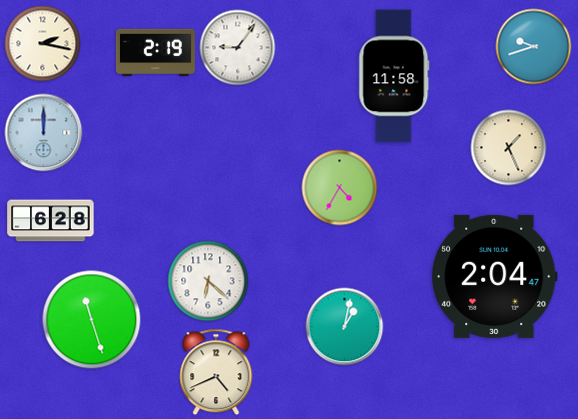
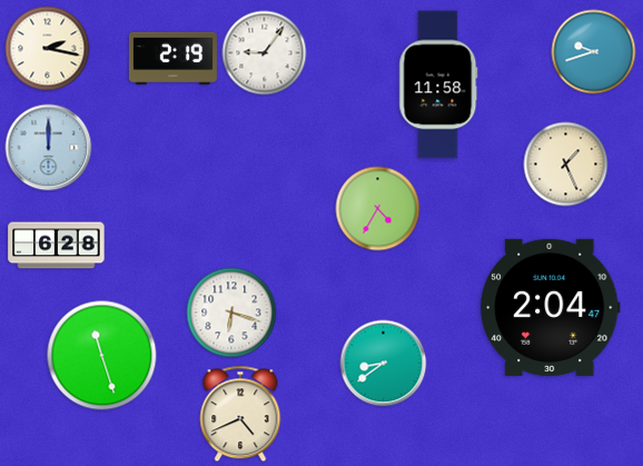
clock at (208, 281): 6:22 -> 6:18
clock at (345, 327): 1:02 -> 8:39
